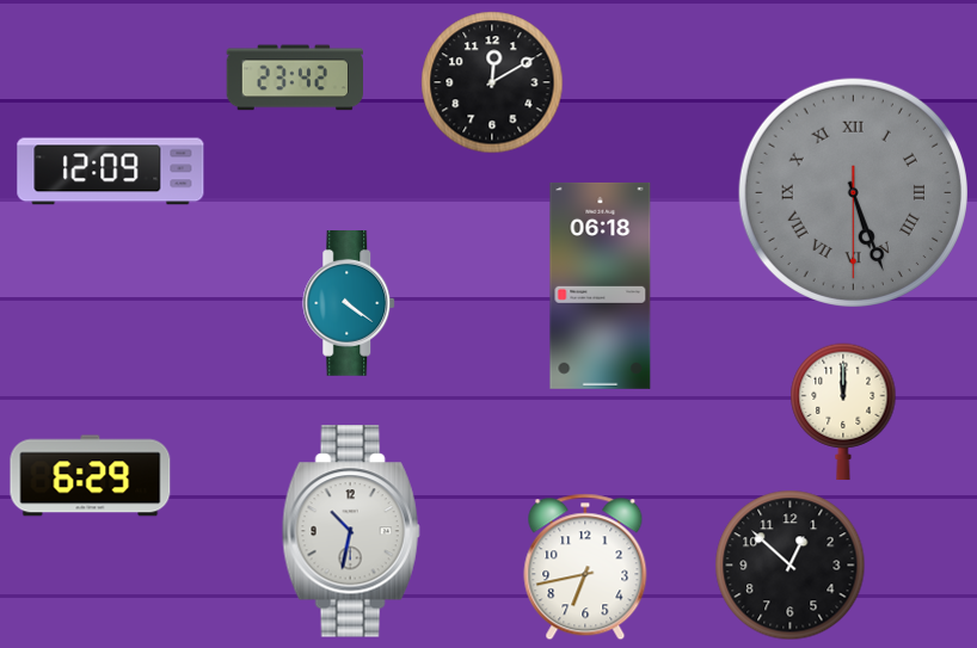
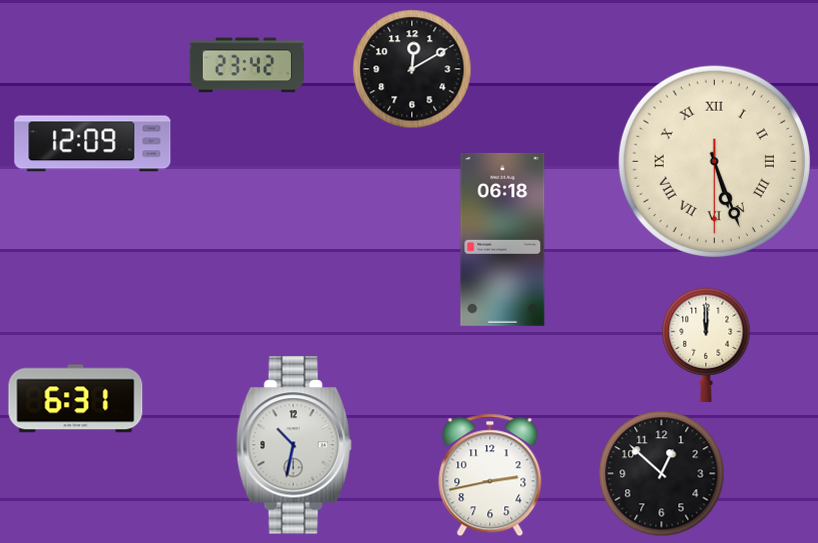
clock at (853, 192) dial: grey -> cream
clock at (350, 304): 4:21 -> none
clock at (91, 476): 6:29 -> 6:31
clock at (585, 567): 6:43 -> 2:43
